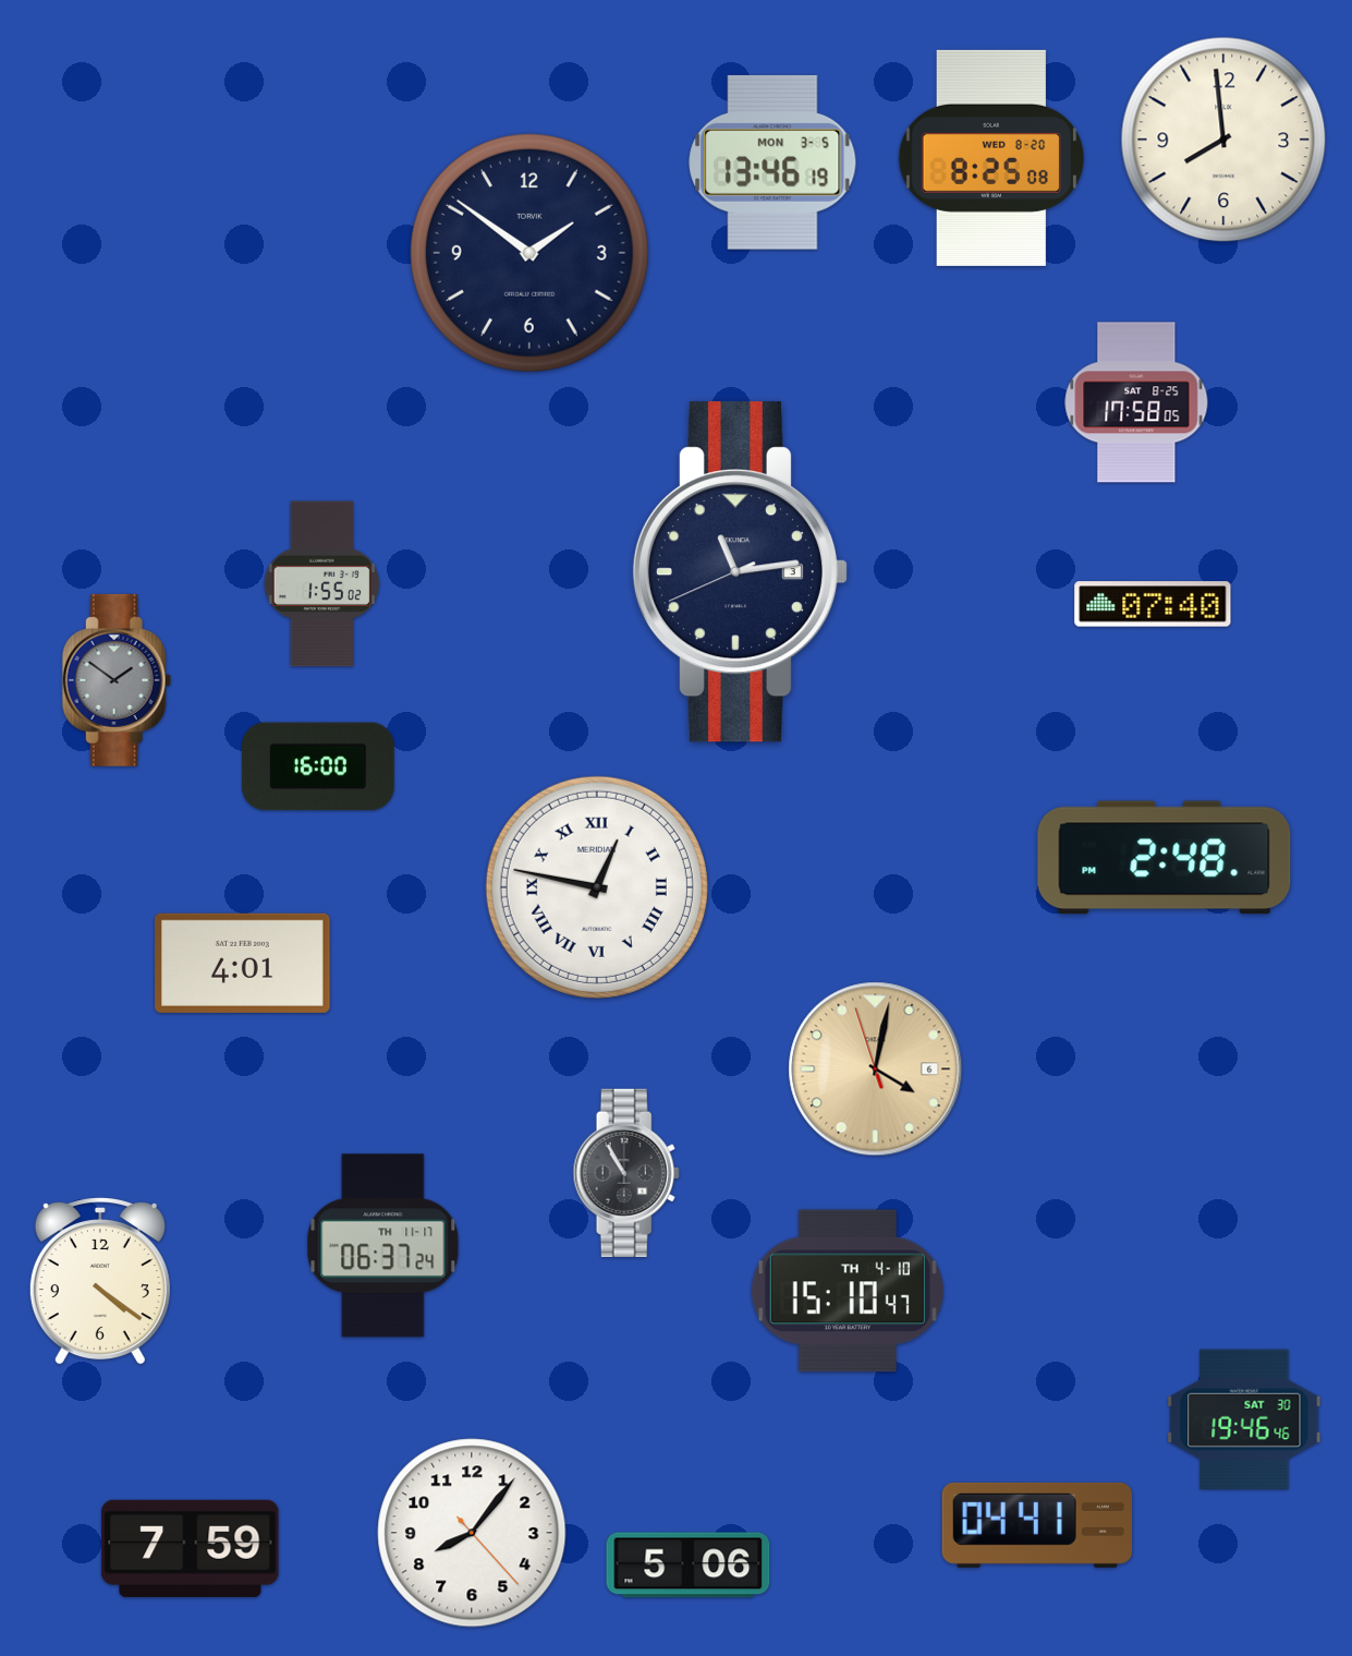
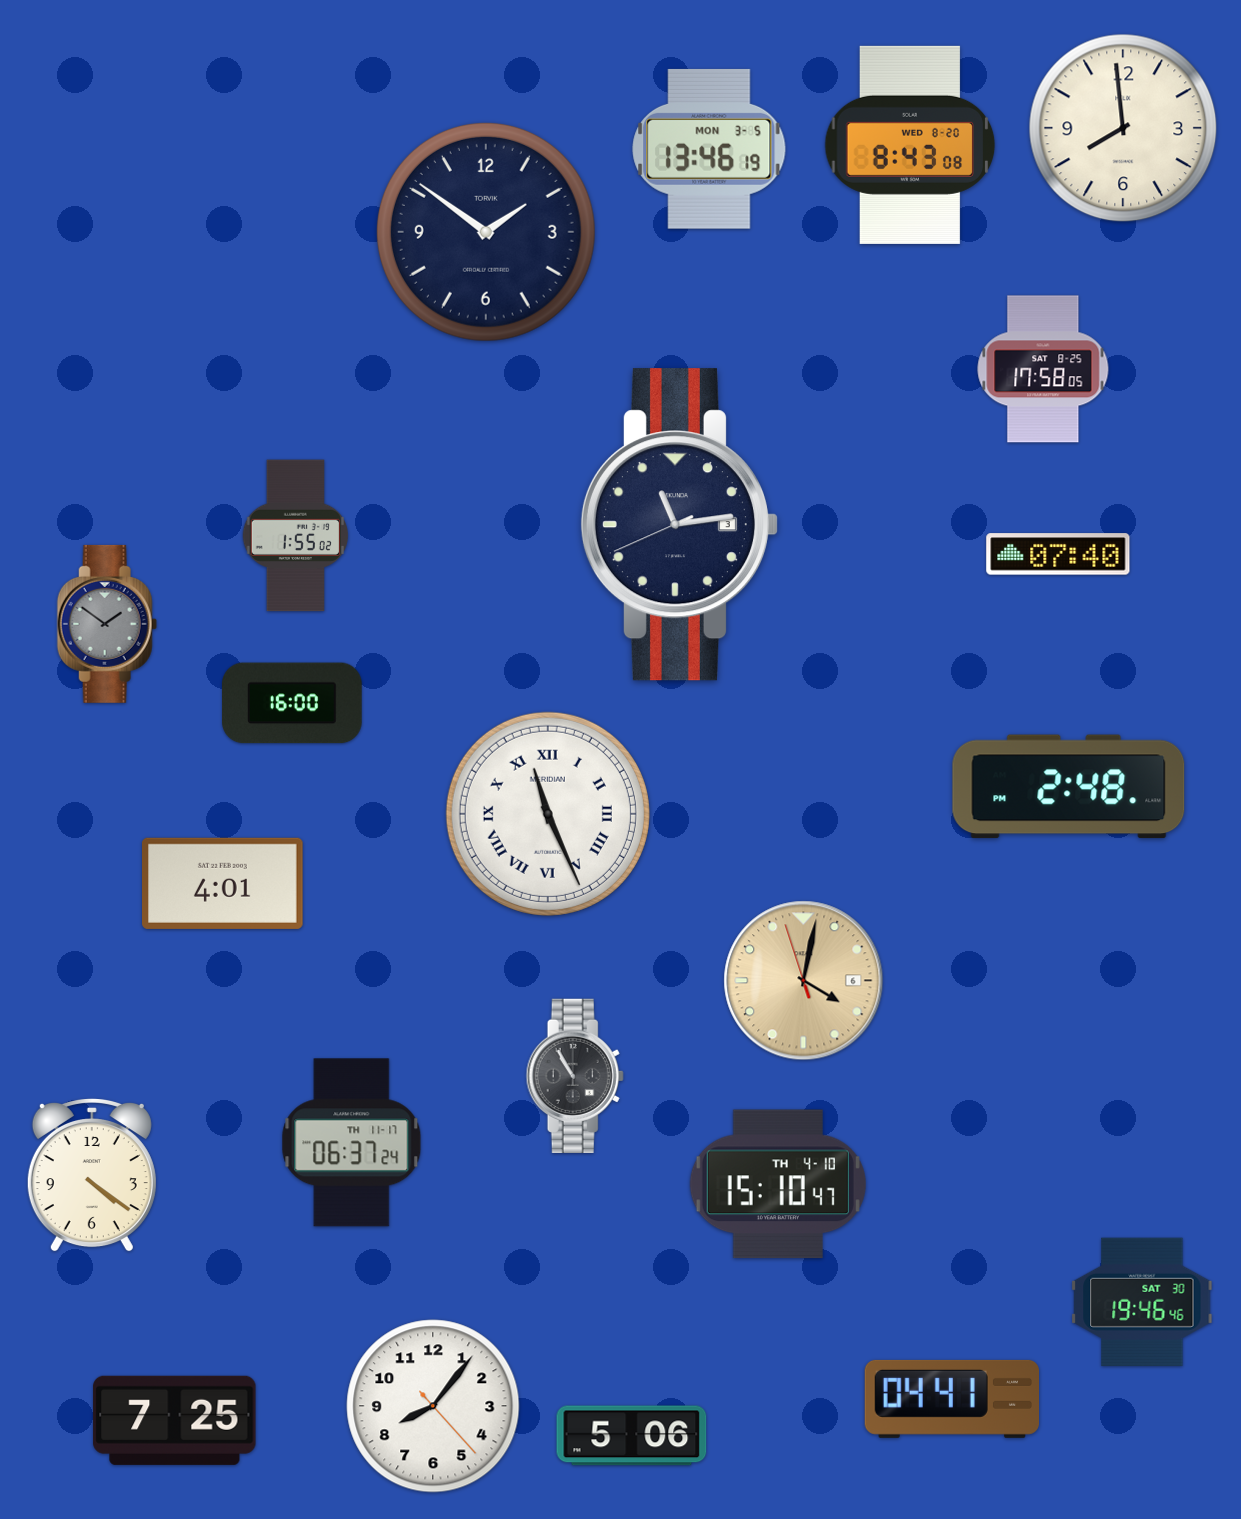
clock at (991, 158): 8:25 -> 8:43
clock at (597, 887): 12:47 -> 11:26
clock at (191, 1548): 7:59 -> 7:25
